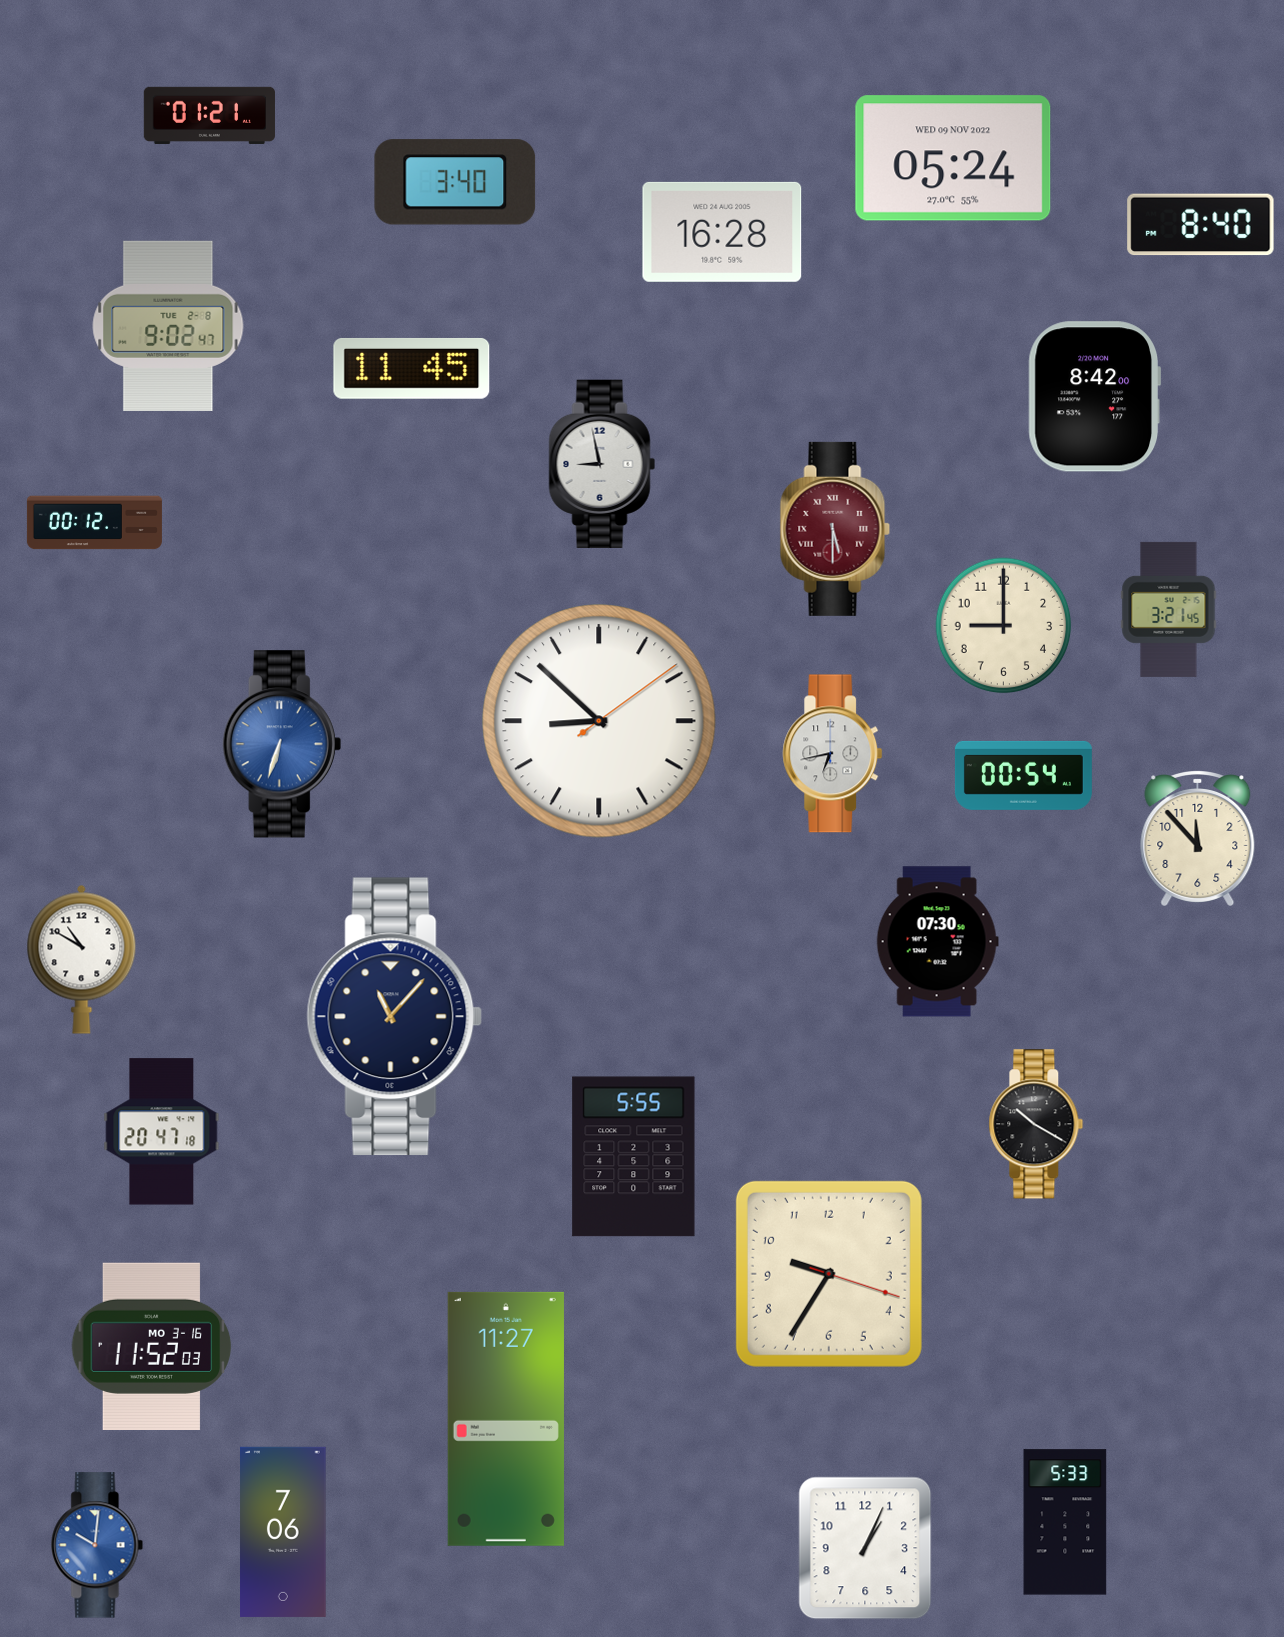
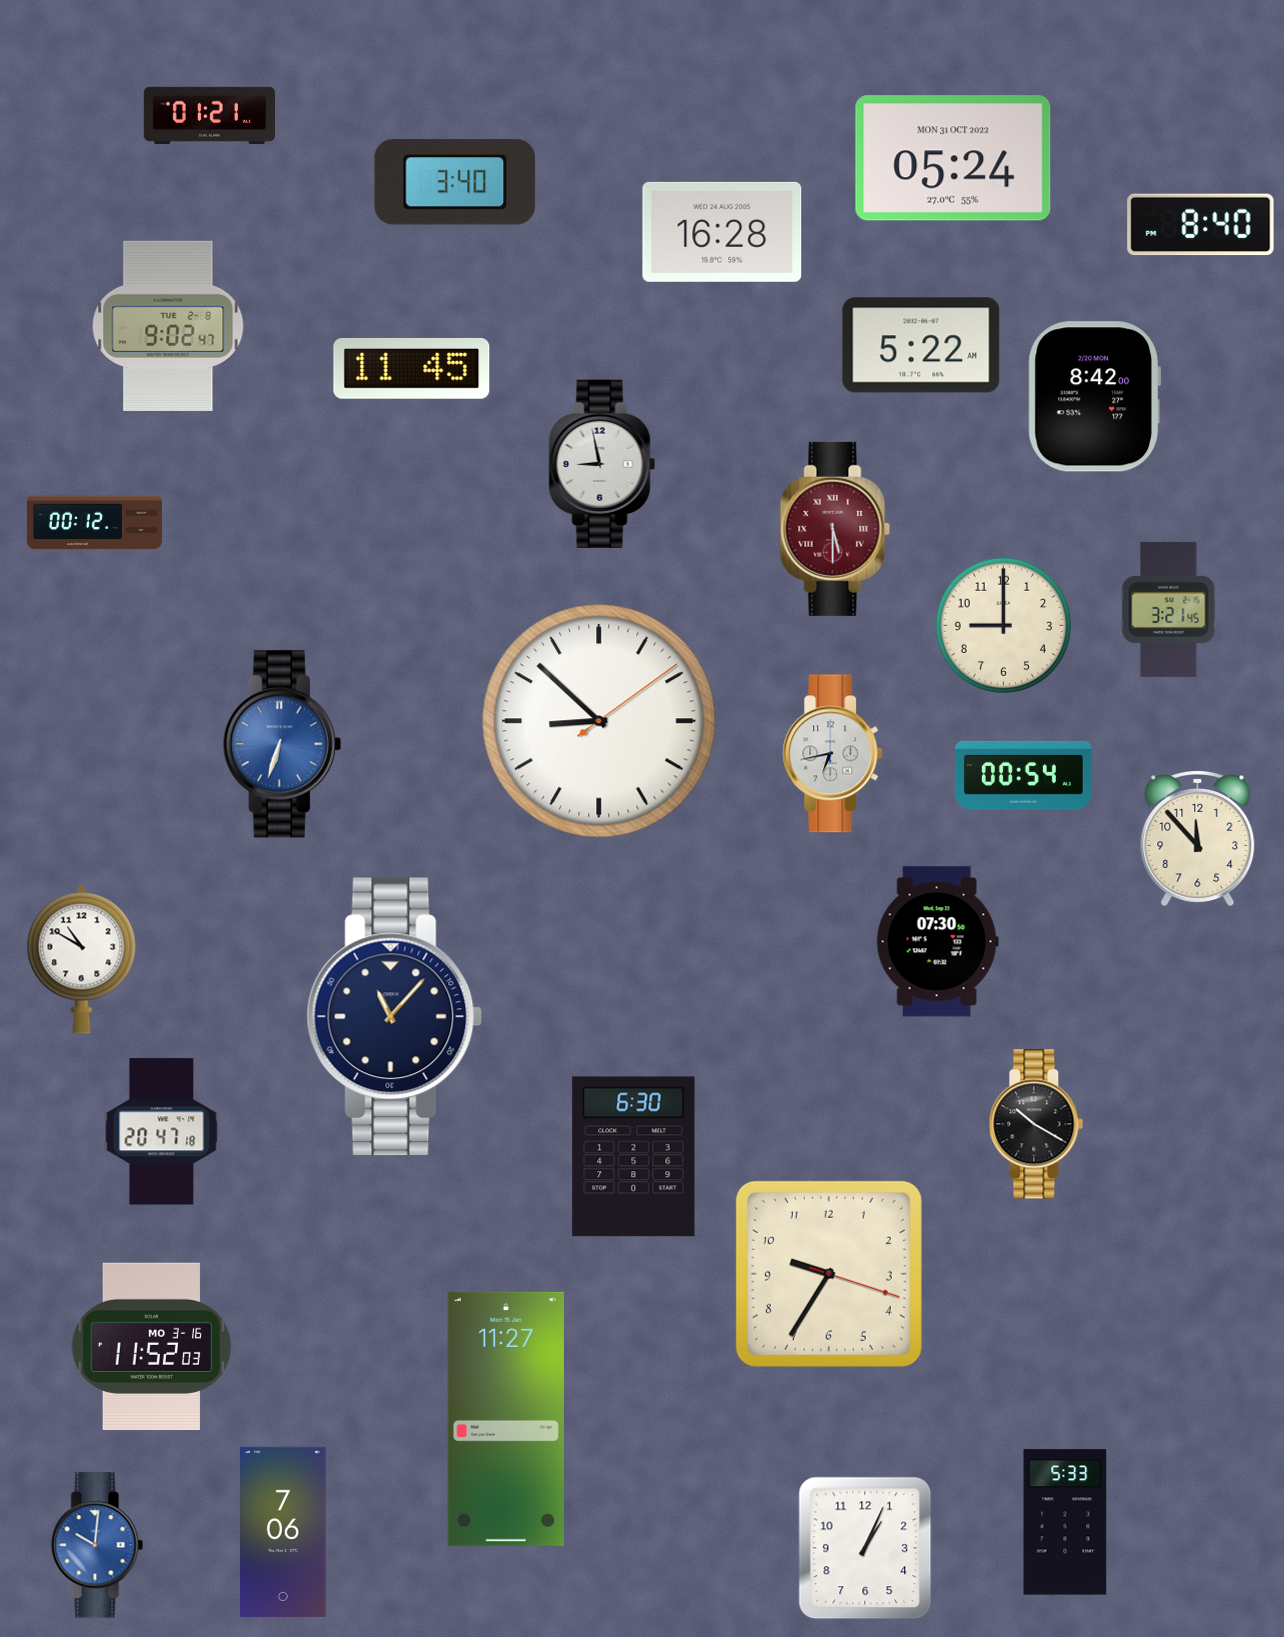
clock at (953, 158) date: WED 09 NOV 2022 -> MON 31 OCT 2022
clock at (921, 345): none -> 5:22
clock at (634, 1157): 5:55 -> 6:30
